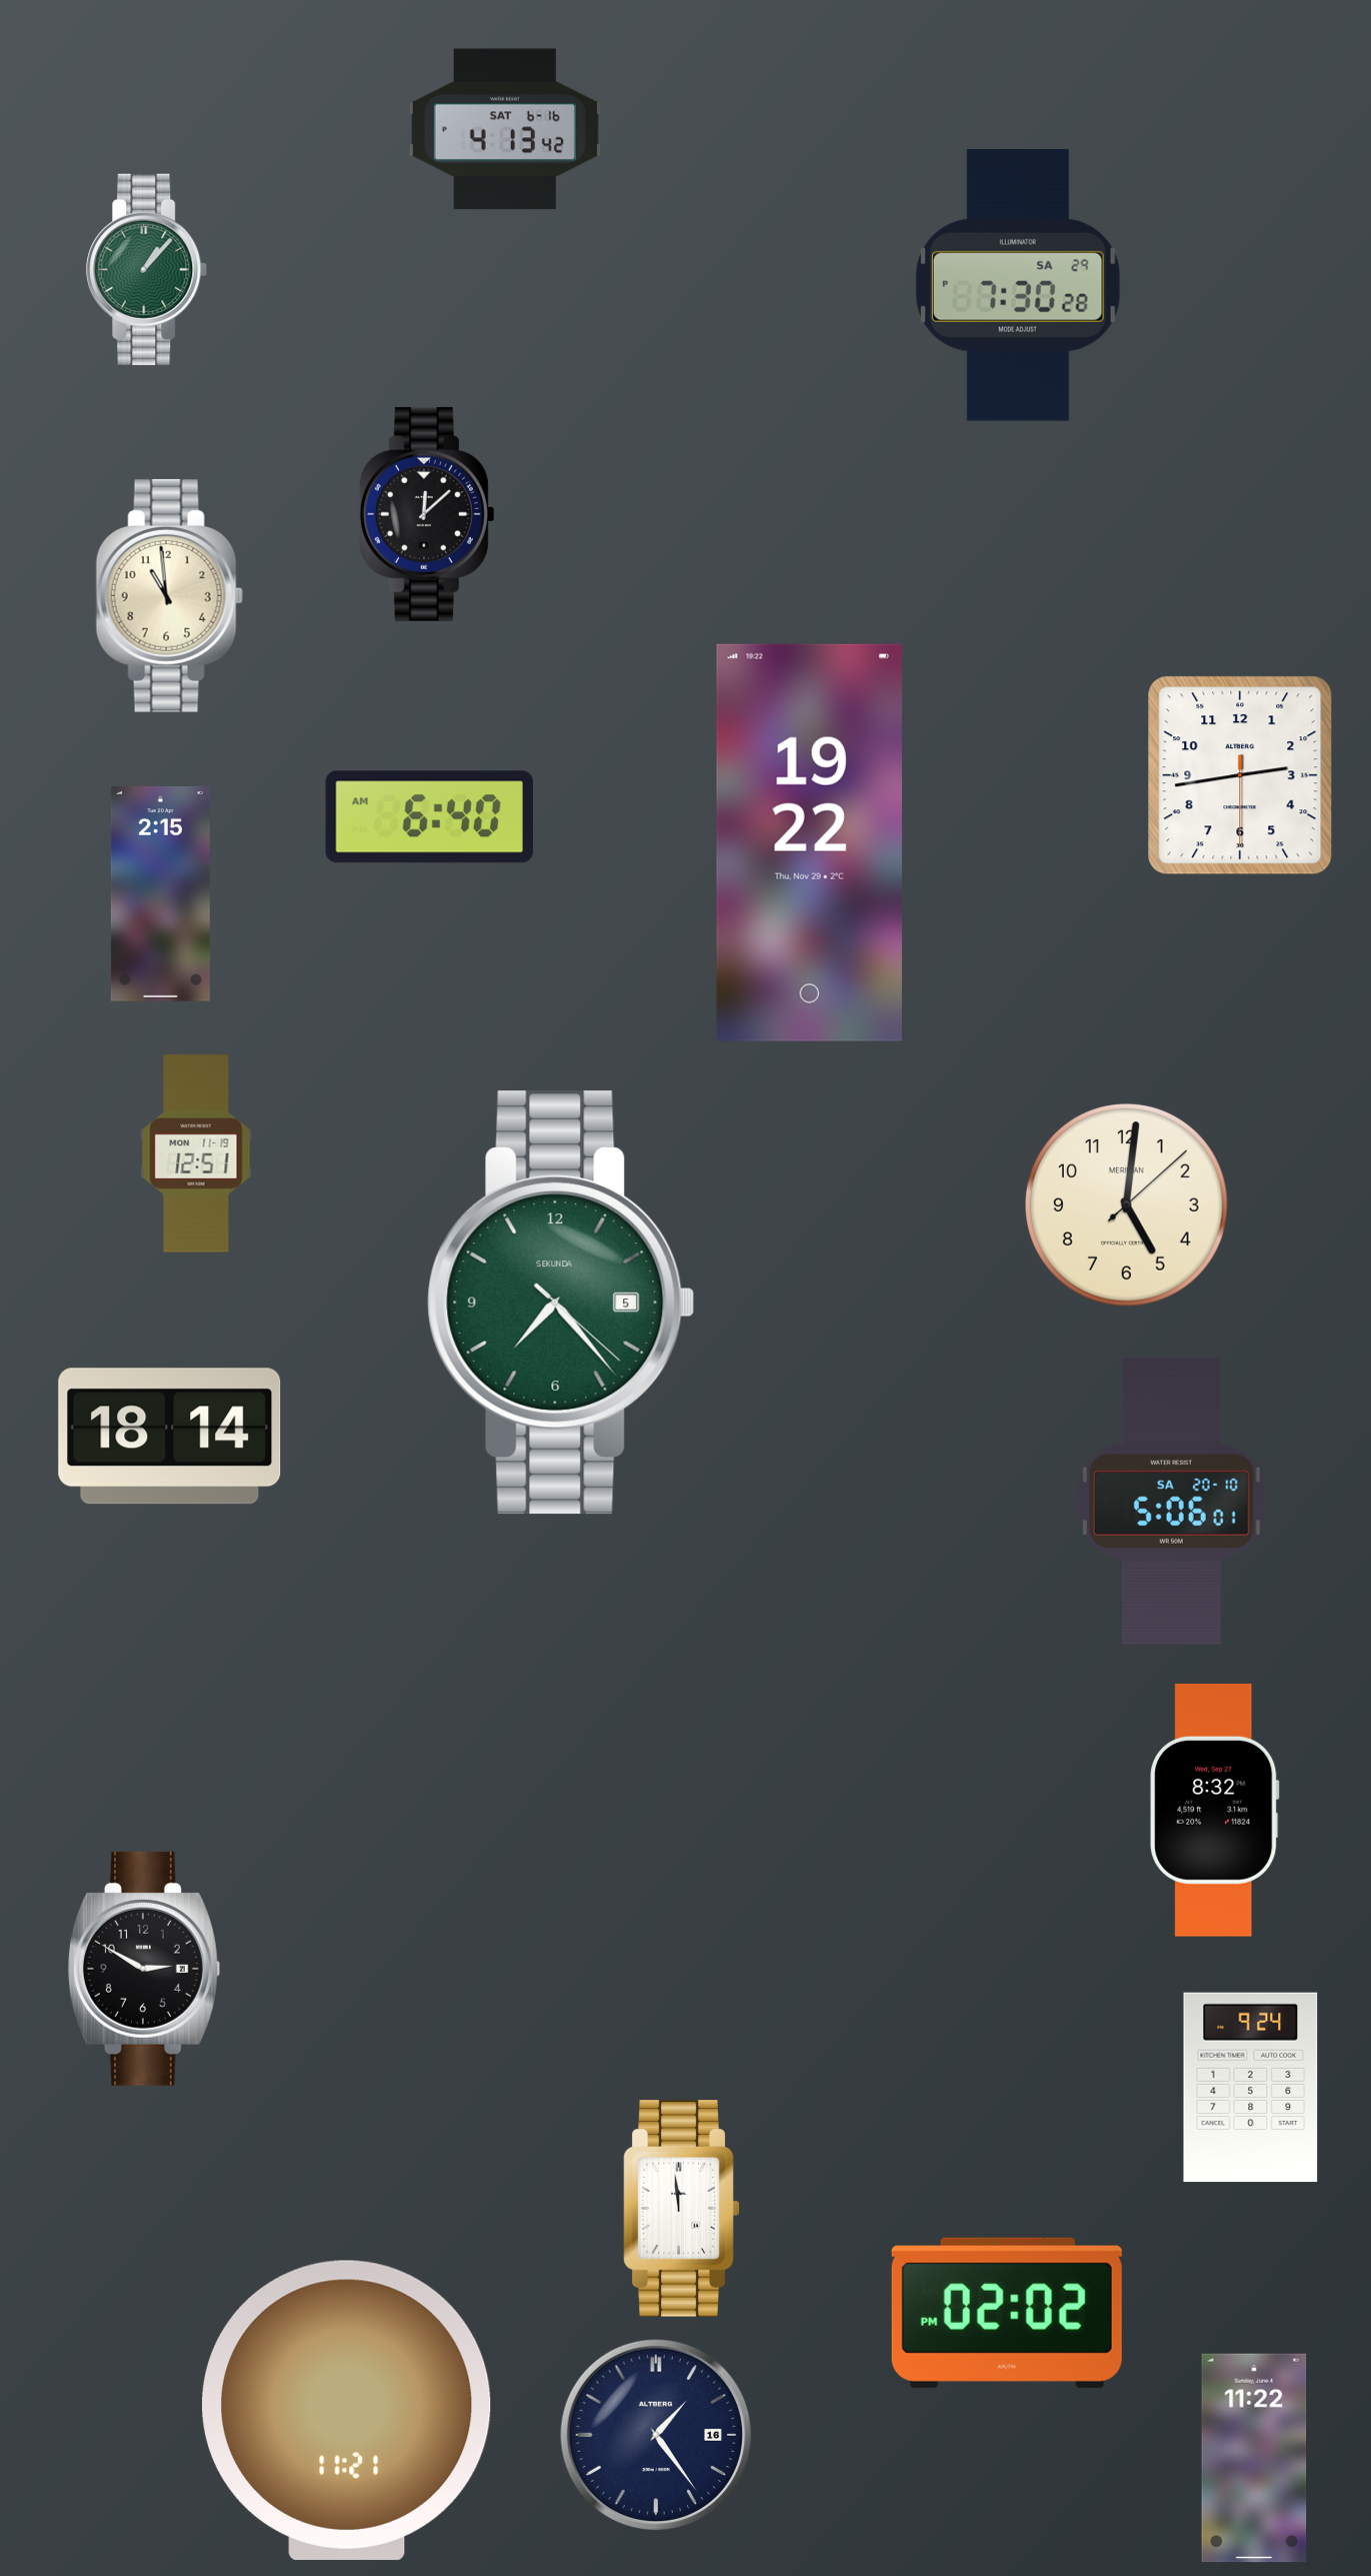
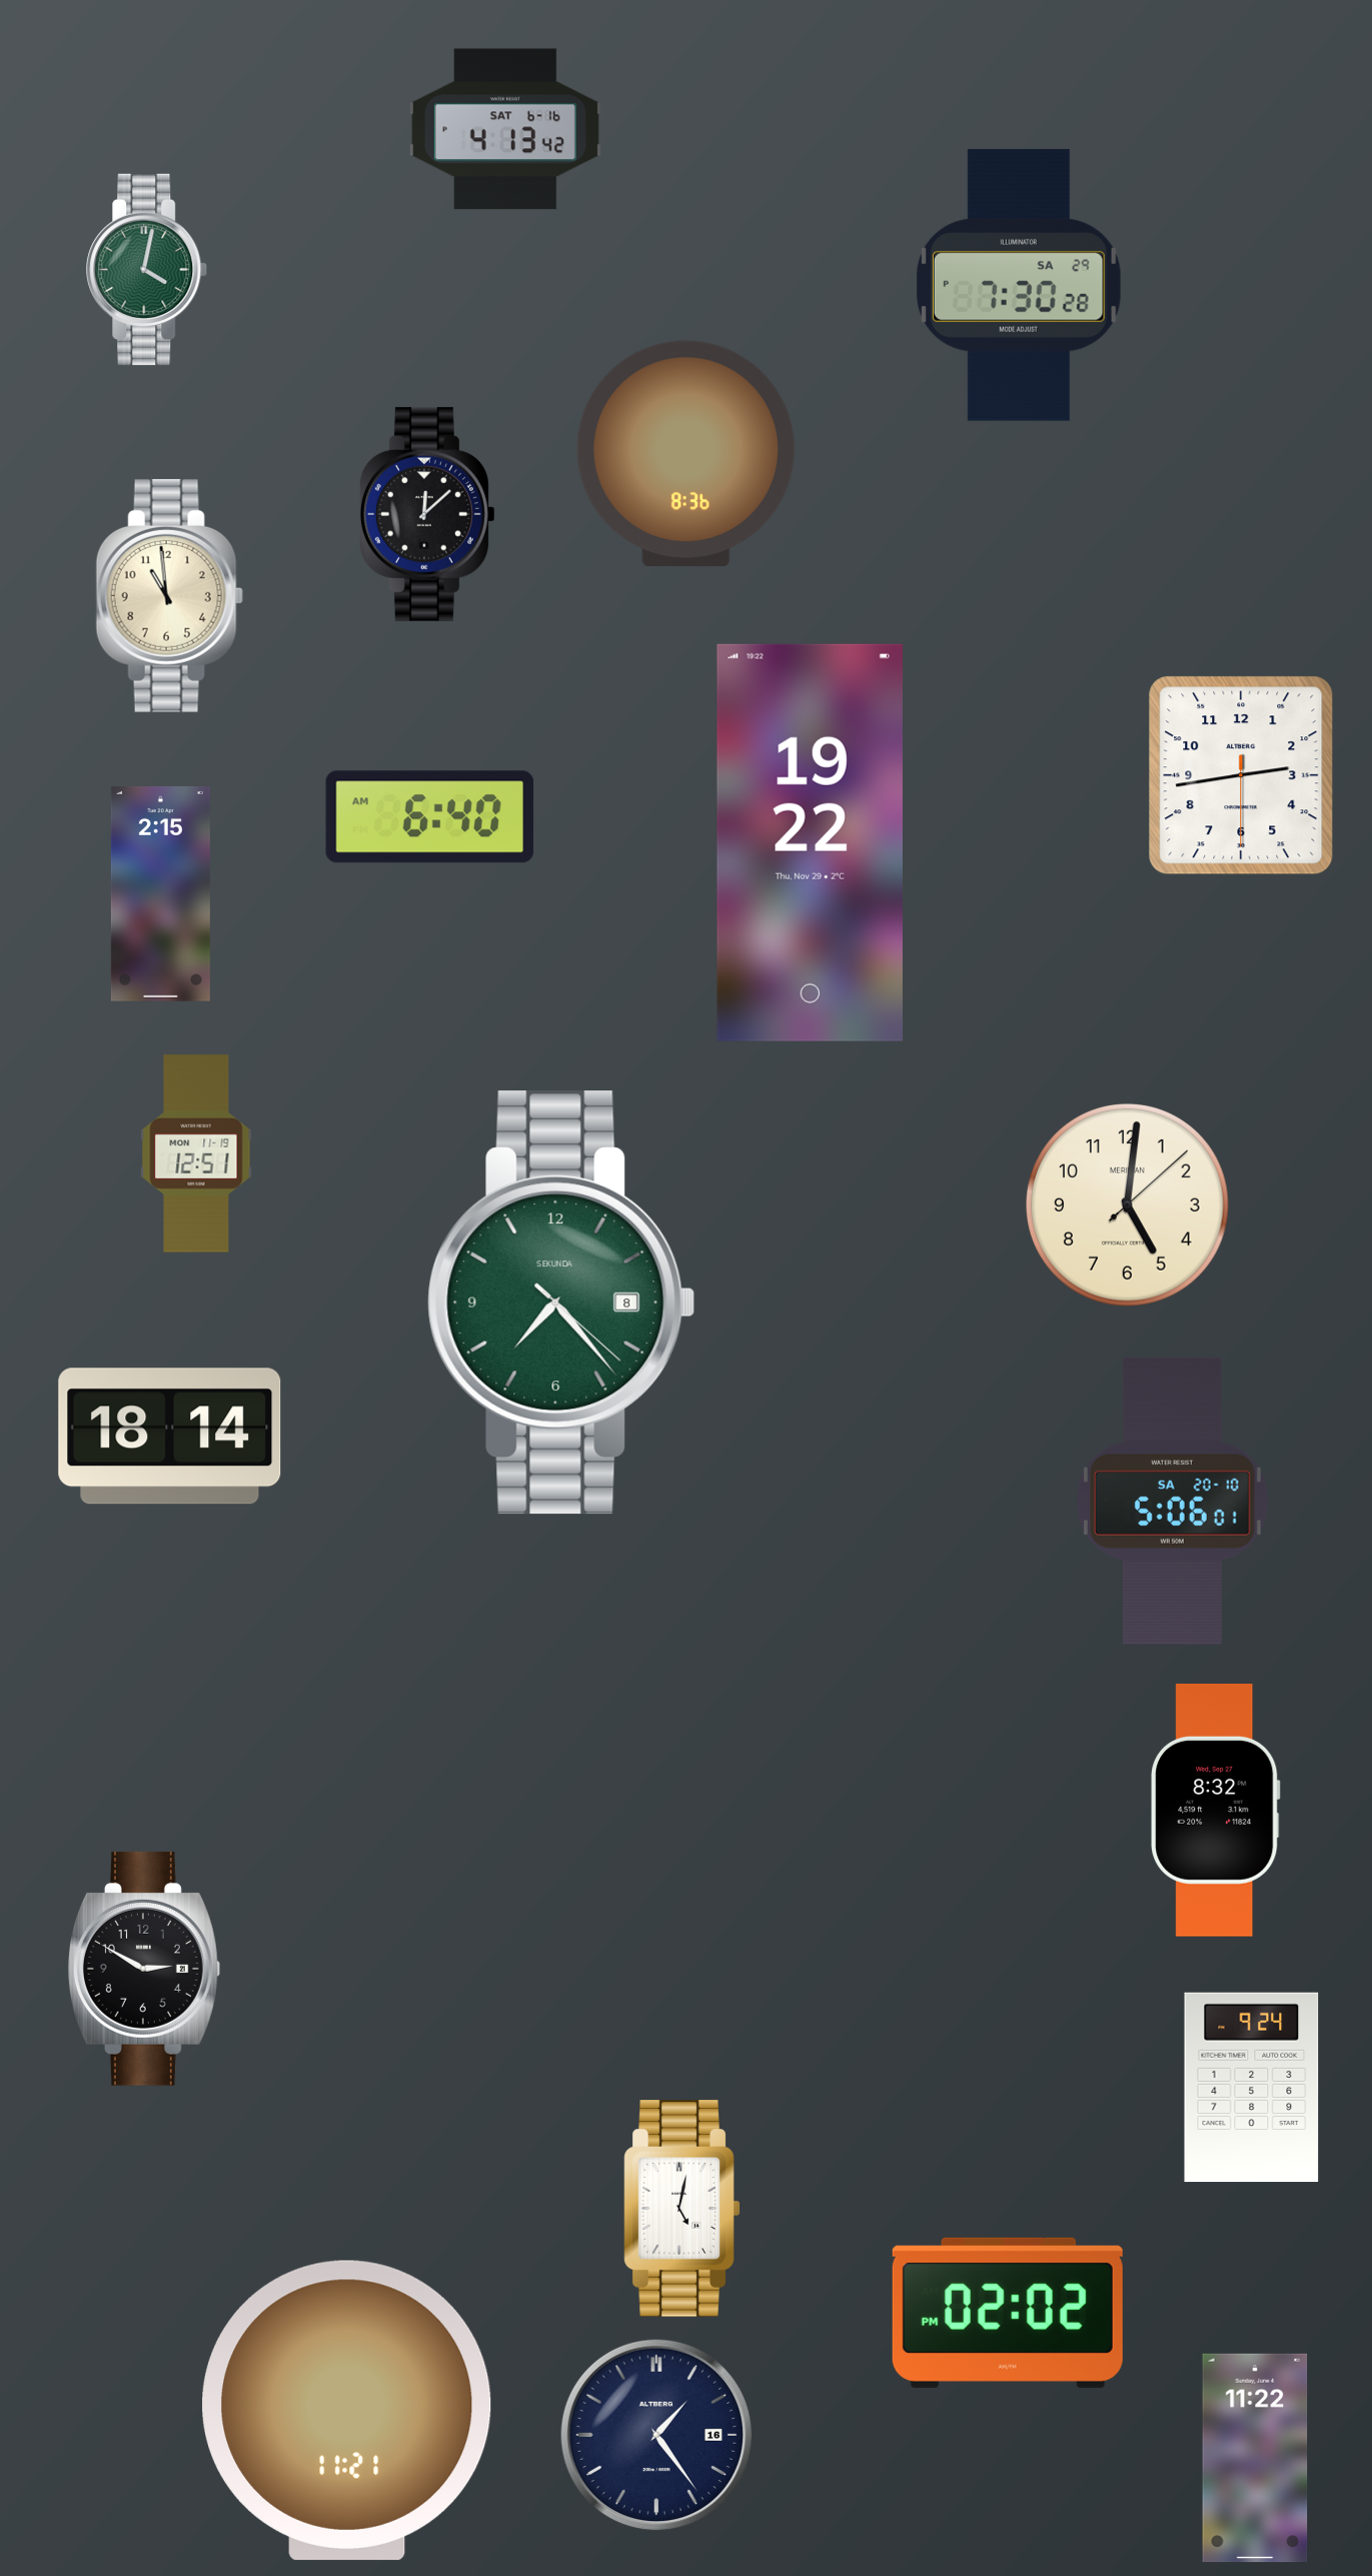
clock at (147, 269): 1:07 -> 4:02
clock at (685, 453): none -> 8:36
clock at (561, 1303) date: 5 -> 8
clock at (682, 2209): 11:59 -> 5:02
